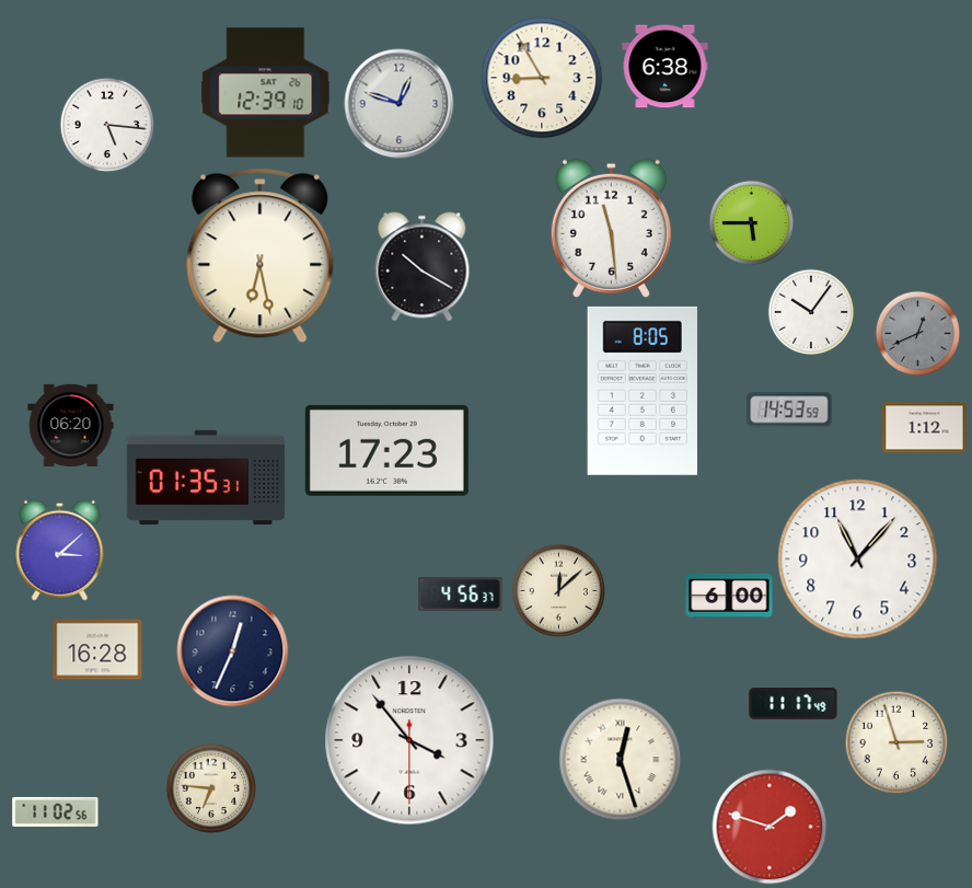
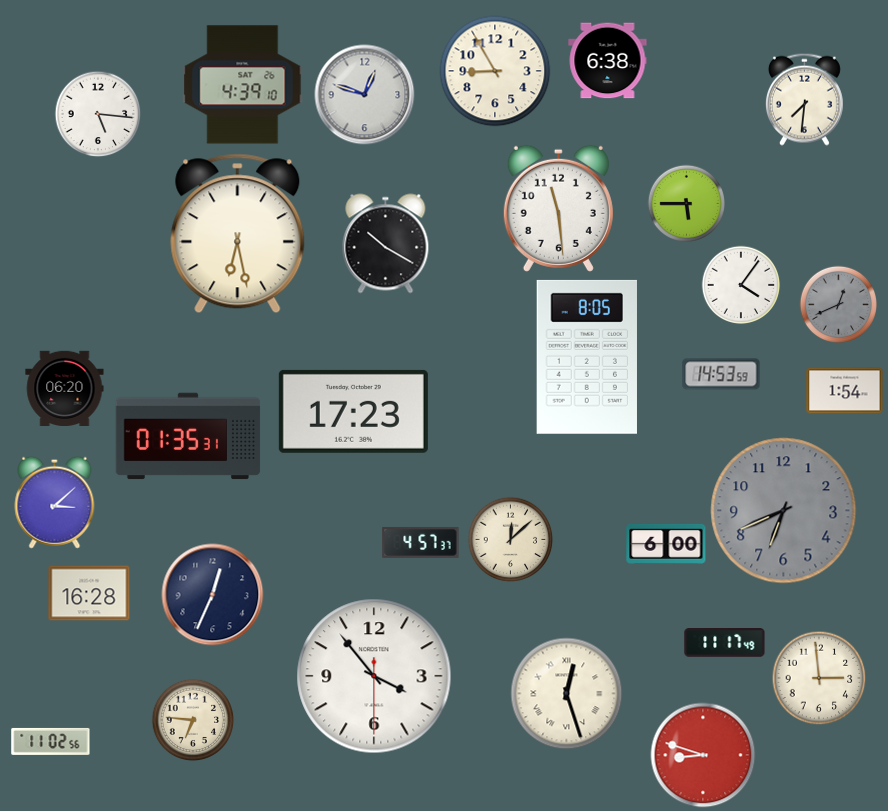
clock at (266, 93): 12:39 -> 4:39
clock at (804, 99): none -> 7:31
clock at (811, 312): 10:06 -> 4:06
clock at (925, 428): 1:12 -> 1:54
clock at (858, 560): 11:07 -> 6:41
clock at (858, 560) dial: white -> grey
clock at (461, 593): 4:56 -> 4:57
clock at (896, 742): 2:57 -> 2:59
clock at (769, 827): 1:48 -> 8:48
